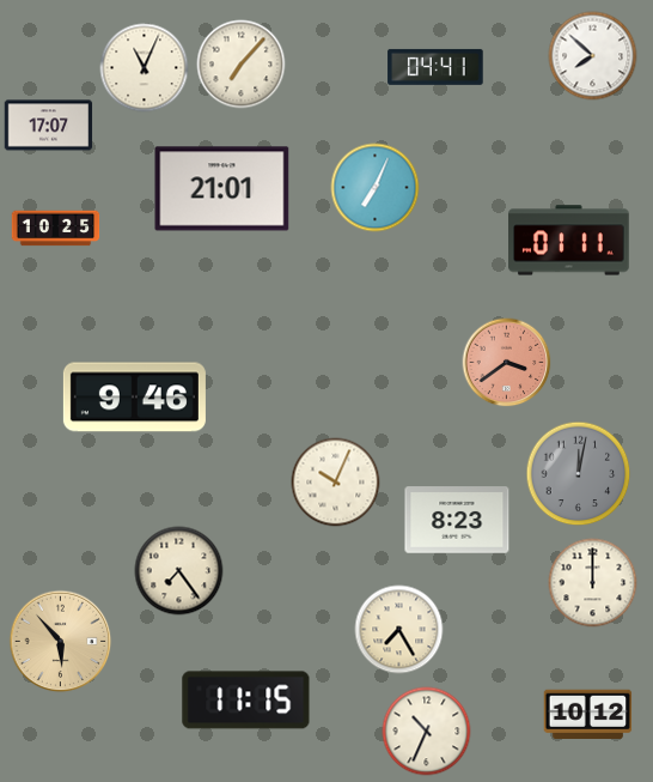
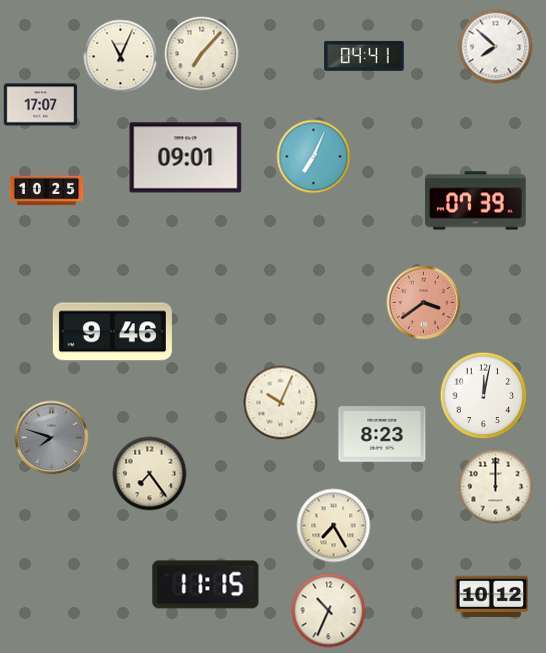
clock at (222, 189): 21:01 -> 09:01
clock at (569, 241): 01:11 -> 07:39
clock at (579, 474) dial: grey -> white
clock at (52, 438): none -> 7:48
clock at (179, 571) position: (179, 571) -> (150, 474)
clock at (61, 642): 5:53 -> none
clock at (427, 732) position: (427, 732) -> (329, 611)
